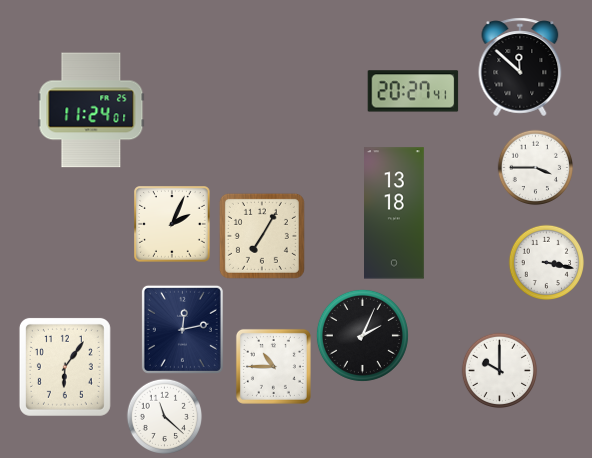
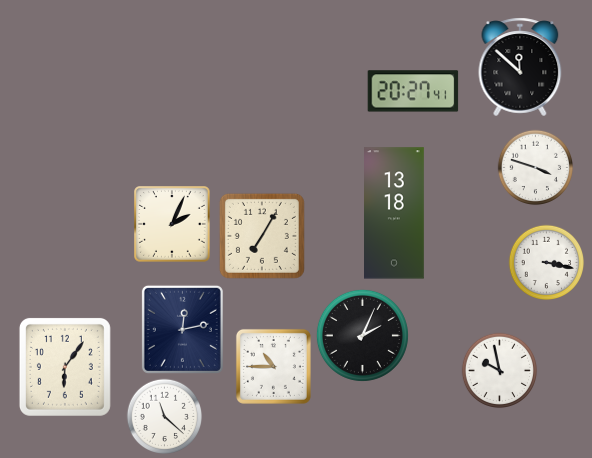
clock at (91, 110): 11:24 -> none
clock at (536, 168): 3:45 -> 3:48
clock at (500, 371): 10:00 -> 9:58
